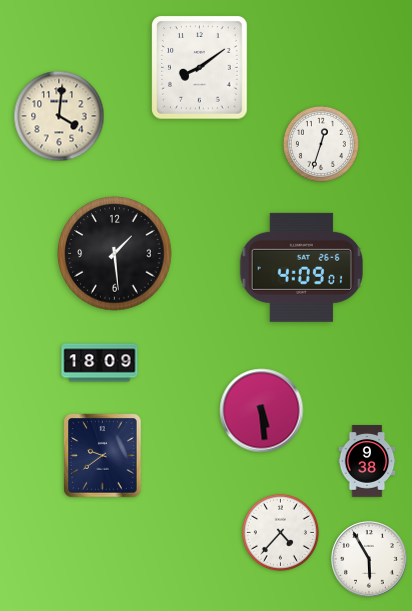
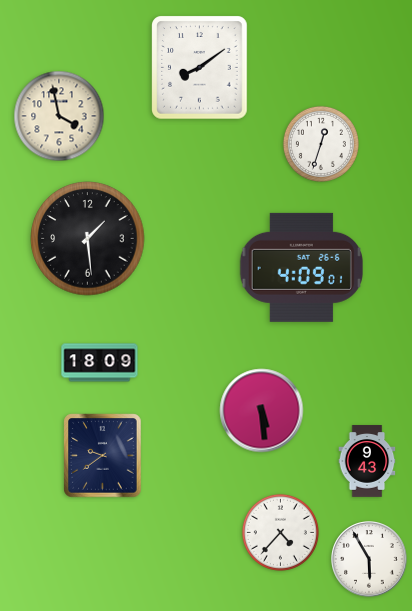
clock at (59, 116): 4:01 -> 3:58
clock at (115, 254) position: (115, 254) -> (88, 239)
clock at (367, 461): 9:38 -> 9:43
